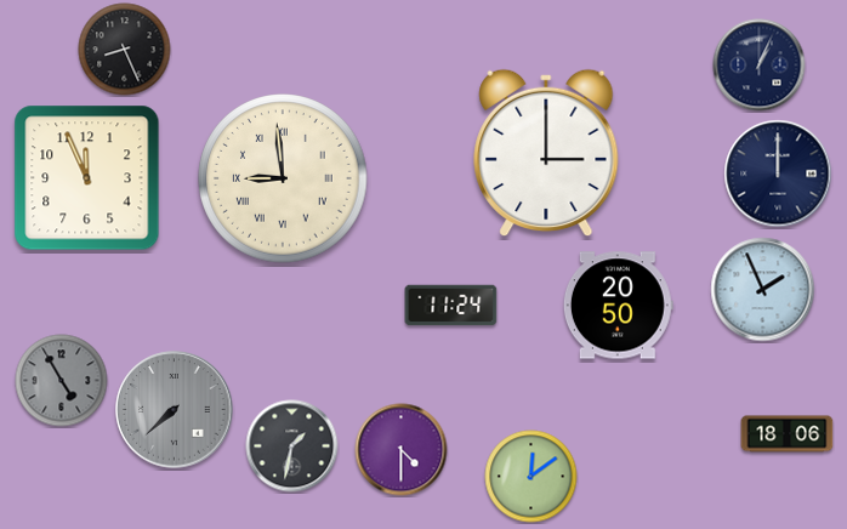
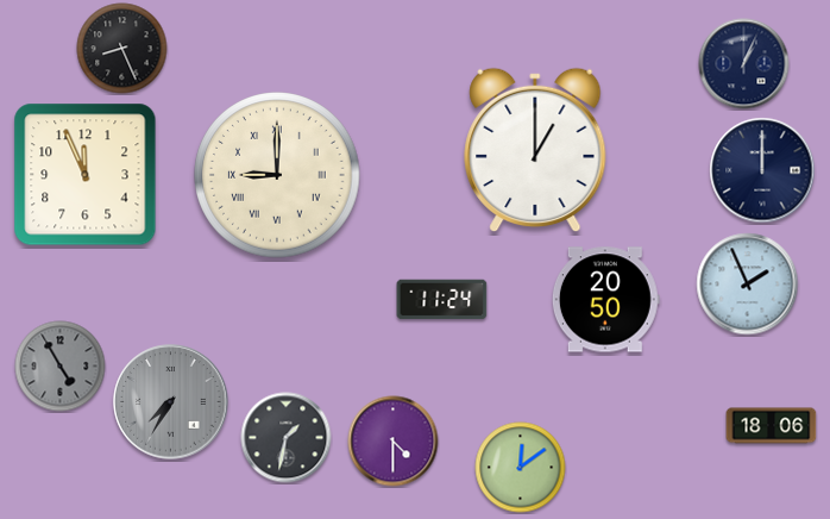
clock at (546, 153): 3:00 -> 1:00
clock at (283, 178): 8:59 -> 9:00
clock at (62, 381) position: (62, 381) -> (61, 367)
clock at (175, 410): 7:38 -> 7:35
